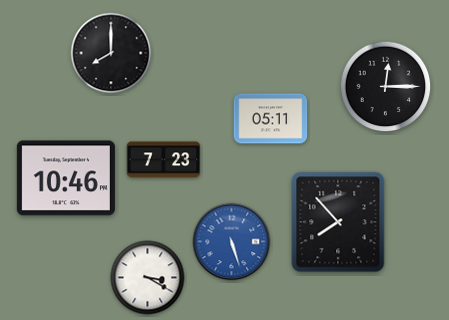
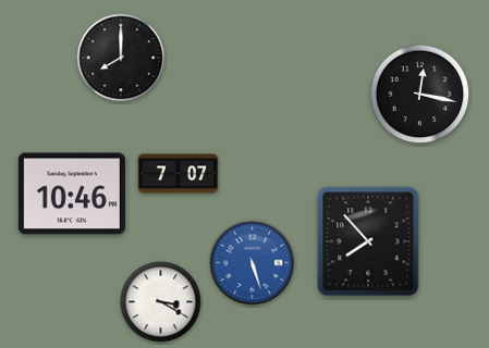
clock at (386, 87): 12:15 -> 12:17
clock at (271, 119): 05:11 -> none
clock at (164, 160): 7:23 -> 7:07
